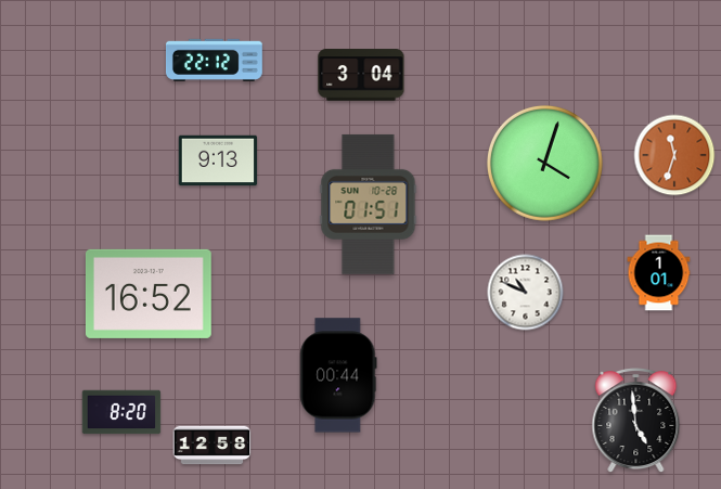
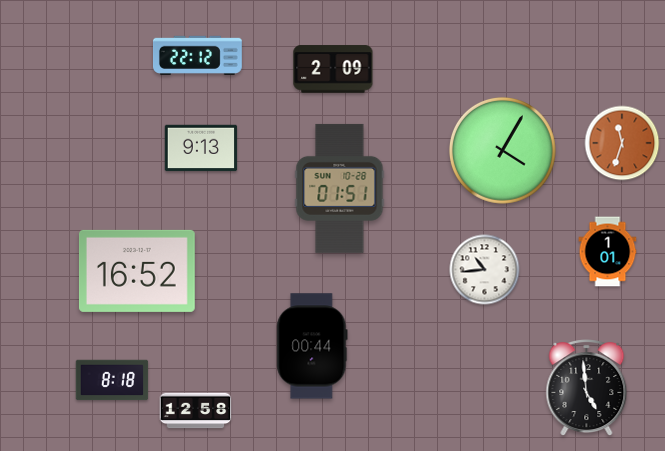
clock at (361, 75): 3:04 -> 2:09
clock at (544, 163): 4:03 -> 4:05
clock at (526, 293): 10:49 -> 10:44
clock at (121, 412): 8:20 -> 8:18
